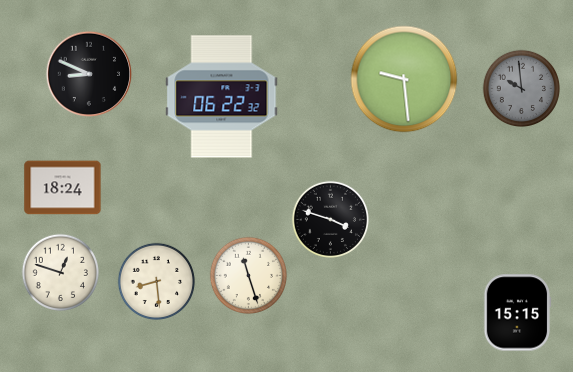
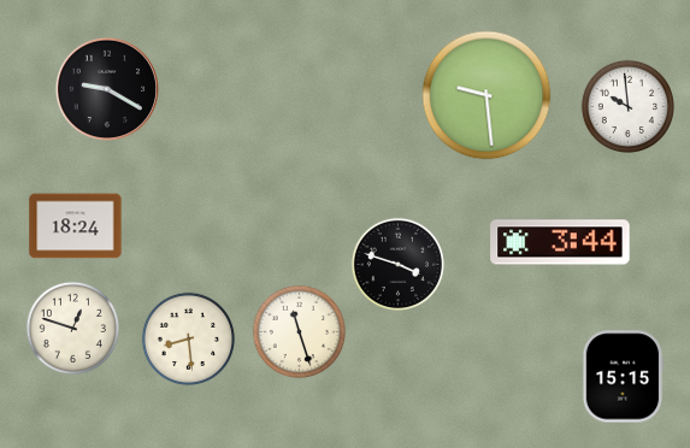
clock at (88, 73): 8:49 -> 9:20
clock at (521, 88) dial: grey -> white
clock at (222, 97): 06:22 -> none
clock at (560, 242): none -> 3:44
